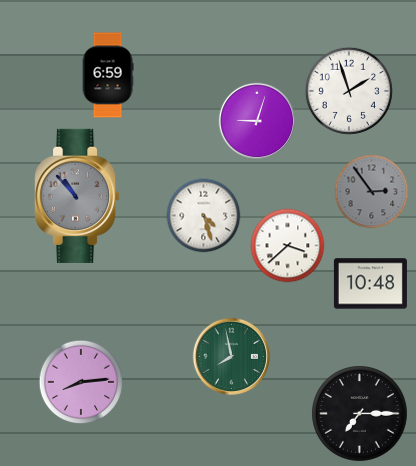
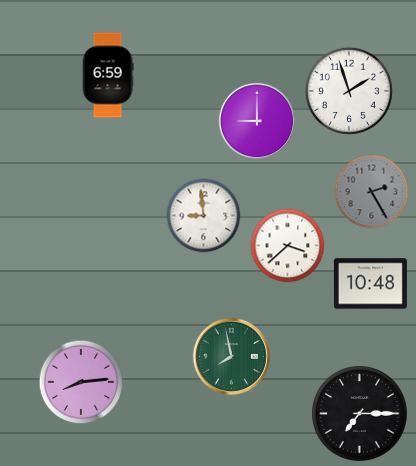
clock at (256, 120): 9:03 -> 9:00
clock at (372, 192): 2:54 -> 2:25
clock at (78, 196): 10:53 -> none
clock at (204, 216): 4:27 -> 8:59
